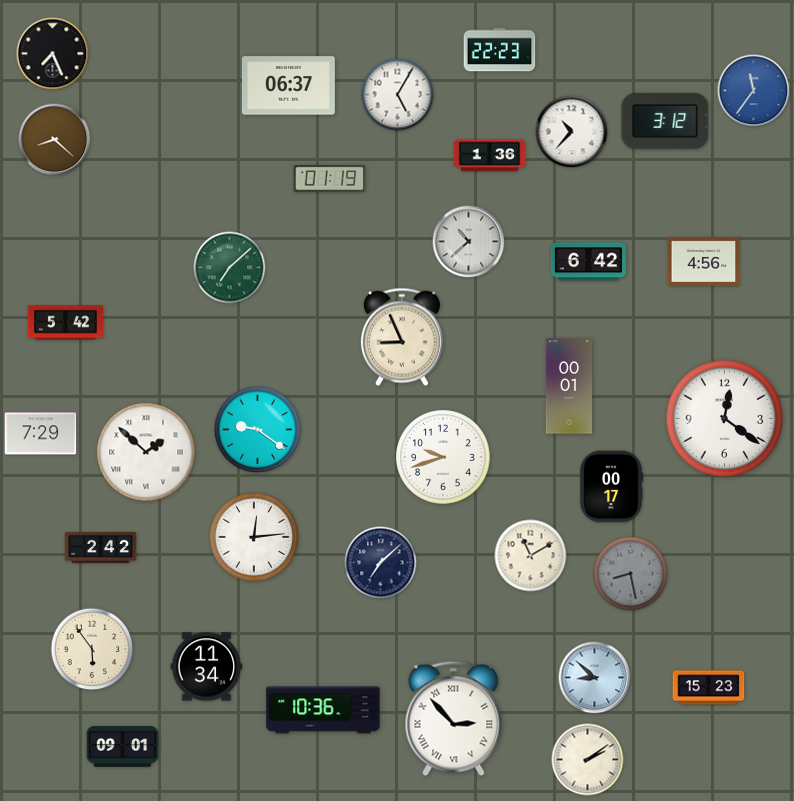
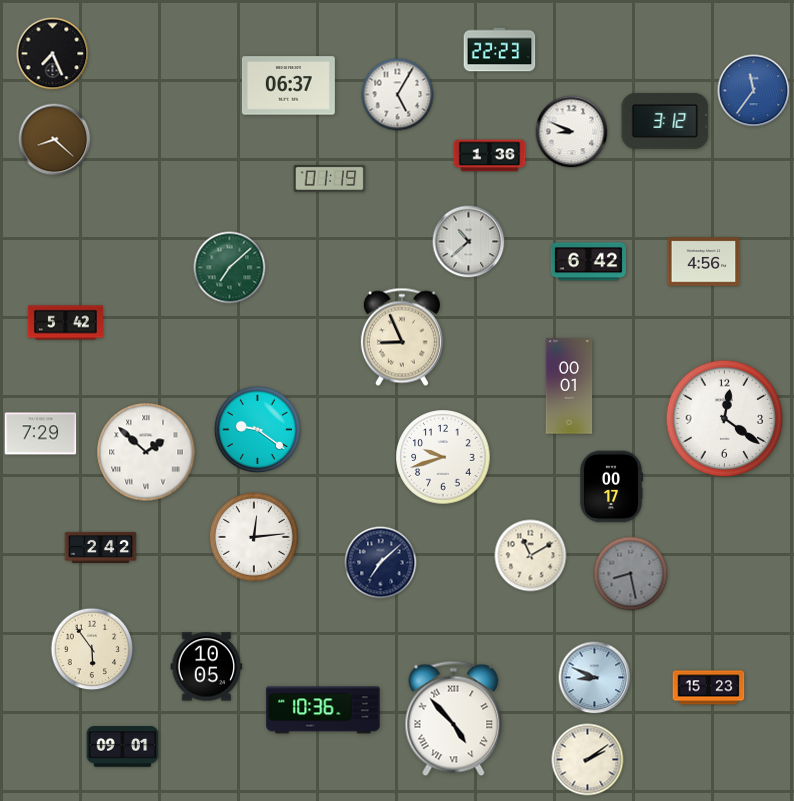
clock at (572, 132): 10:37 -> 8:49
clock at (207, 667): 11:34 -> 10:05
clock at (595, 678): 8:52 -> 8:49
clock at (454, 719): 2:53 -> 4:53
